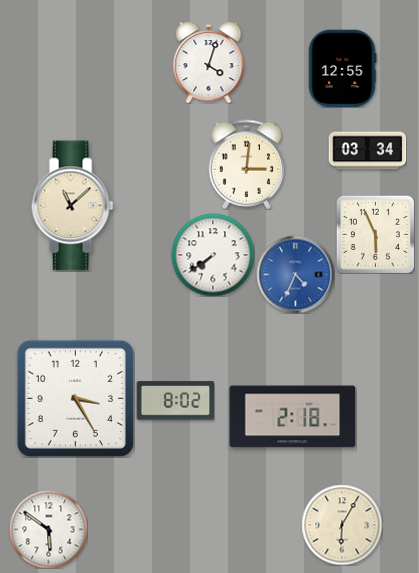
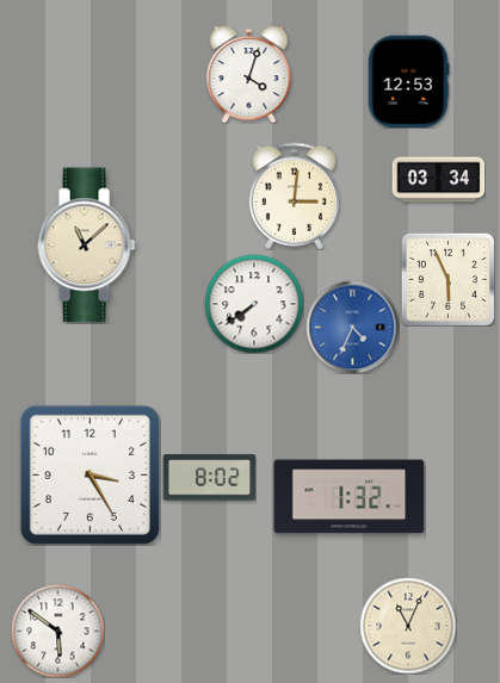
clock at (342, 68): 12:55 -> 12:53
clock at (293, 417): 2:18 -> 1:32
clock at (342, 525): 6:05 -> 11:04
